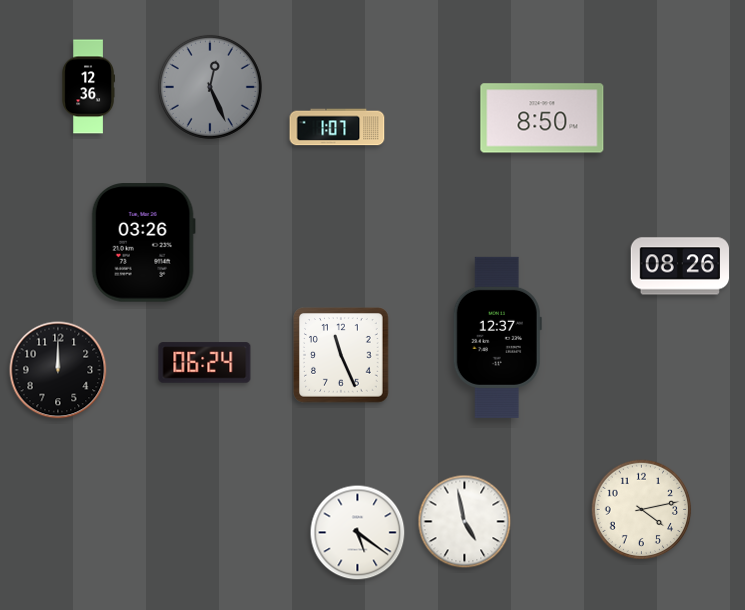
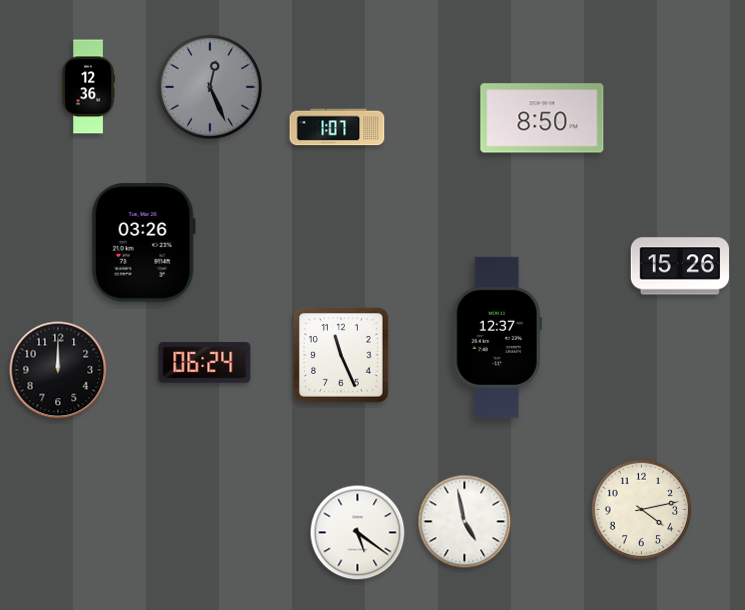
clock at (679, 266): 08:26 -> 15:26
